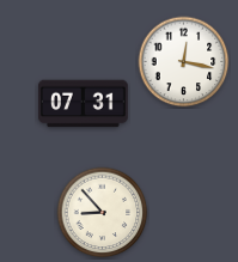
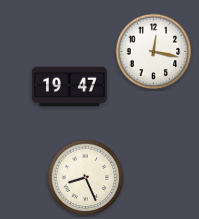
clock at (84, 104): 07:31 -> 19:47
clock at (103, 213): 8:53 -> 8:26
